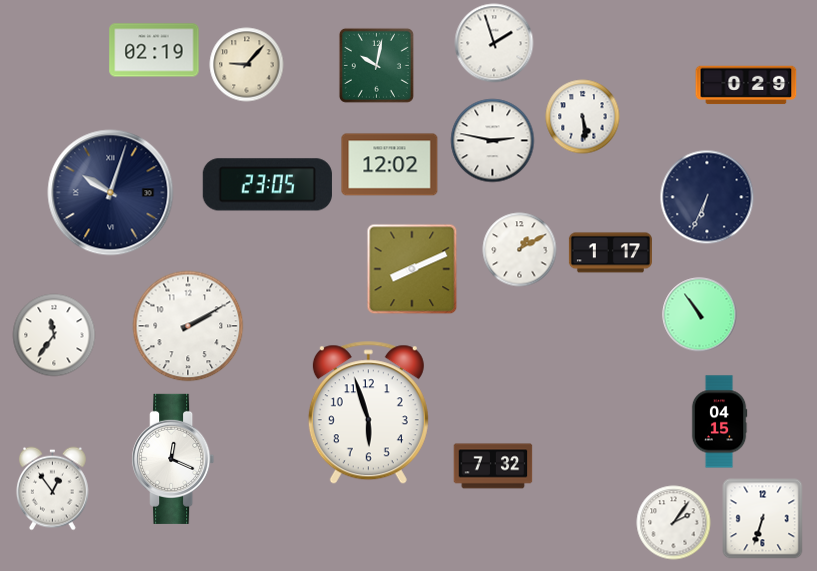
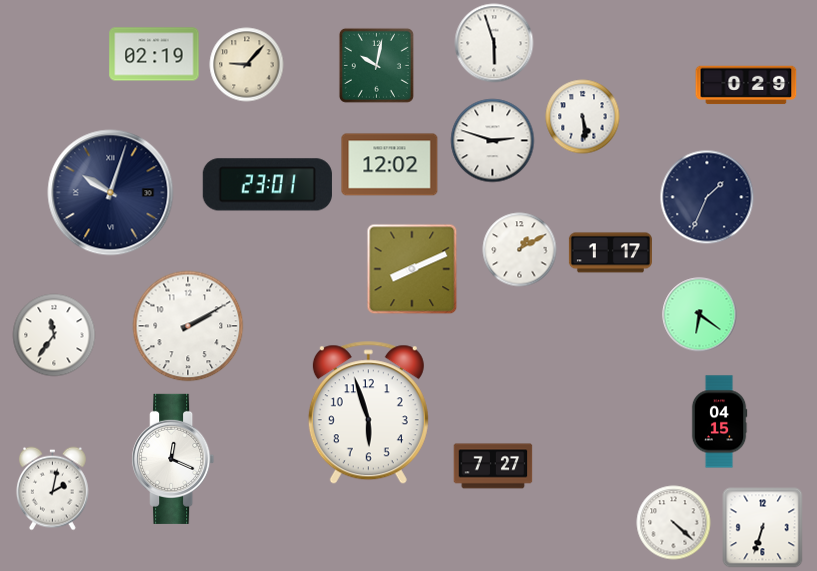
clock at (494, 43): 1:57 -> 5:57
clock at (154, 50) position: (154, 50) -> (154, 54)
clock at (493, 141): 2:47 -> 2:48
clock at (267, 185): 23:05 -> 23:01
clock at (707, 197): 6:34 -> 1:34
clock at (700, 315): 10:54 -> 6:21
clock at (493, 466): 7:32 -> 7:27
clock at (53, 489): 12:54 -> 2:02
clock at (763, 519) position: (763, 519) -> (763, 528)
clock at (674, 523): 2:06 -> 4:22
